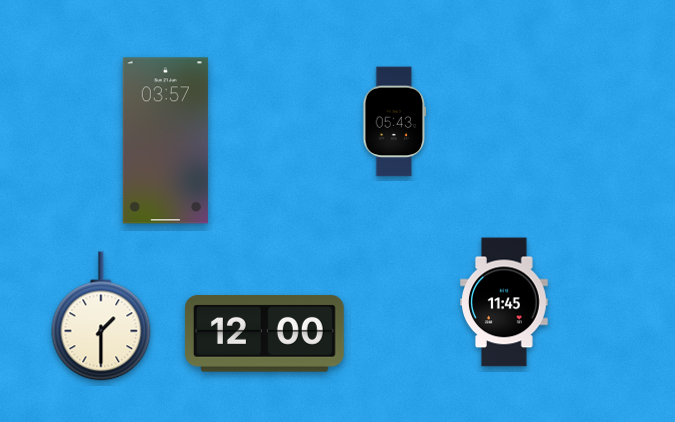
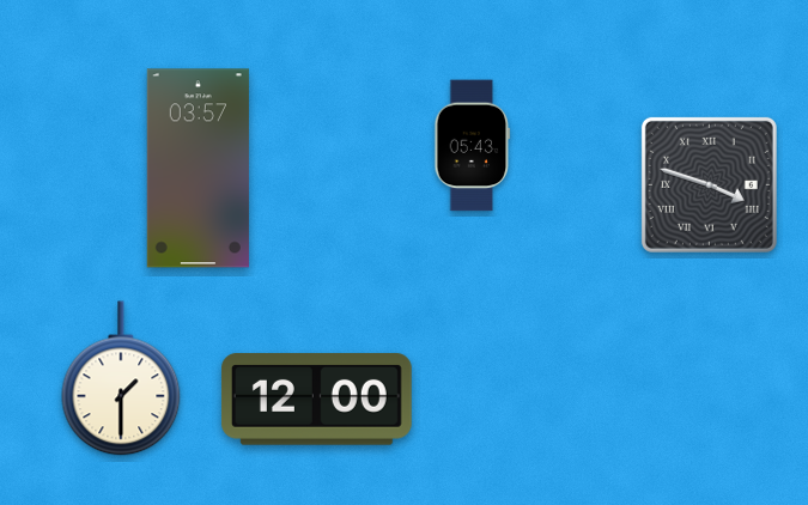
clock at (709, 184): none -> 3:48
clock at (504, 302): 11:45 -> none
